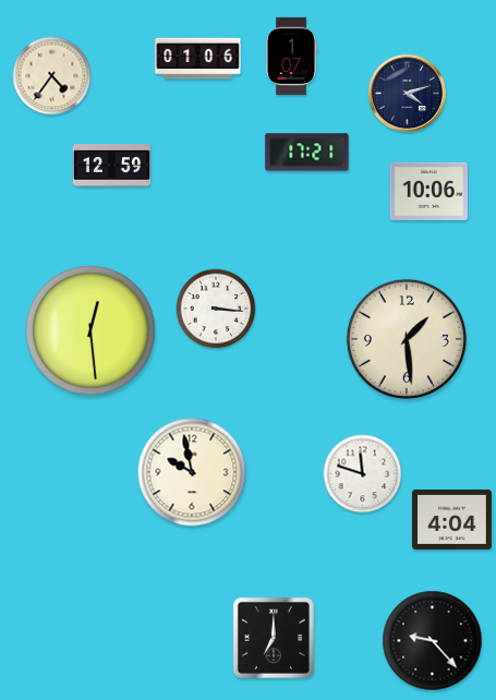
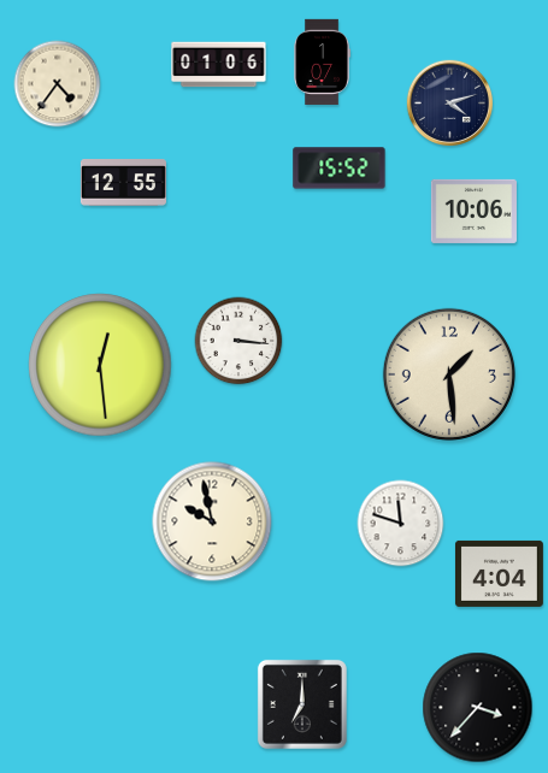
clock at (307, 153): 17:21 -> 15:52
clock at (111, 166): 12:59 -> 12:55
clock at (433, 641): 9:23 -> 3:37
